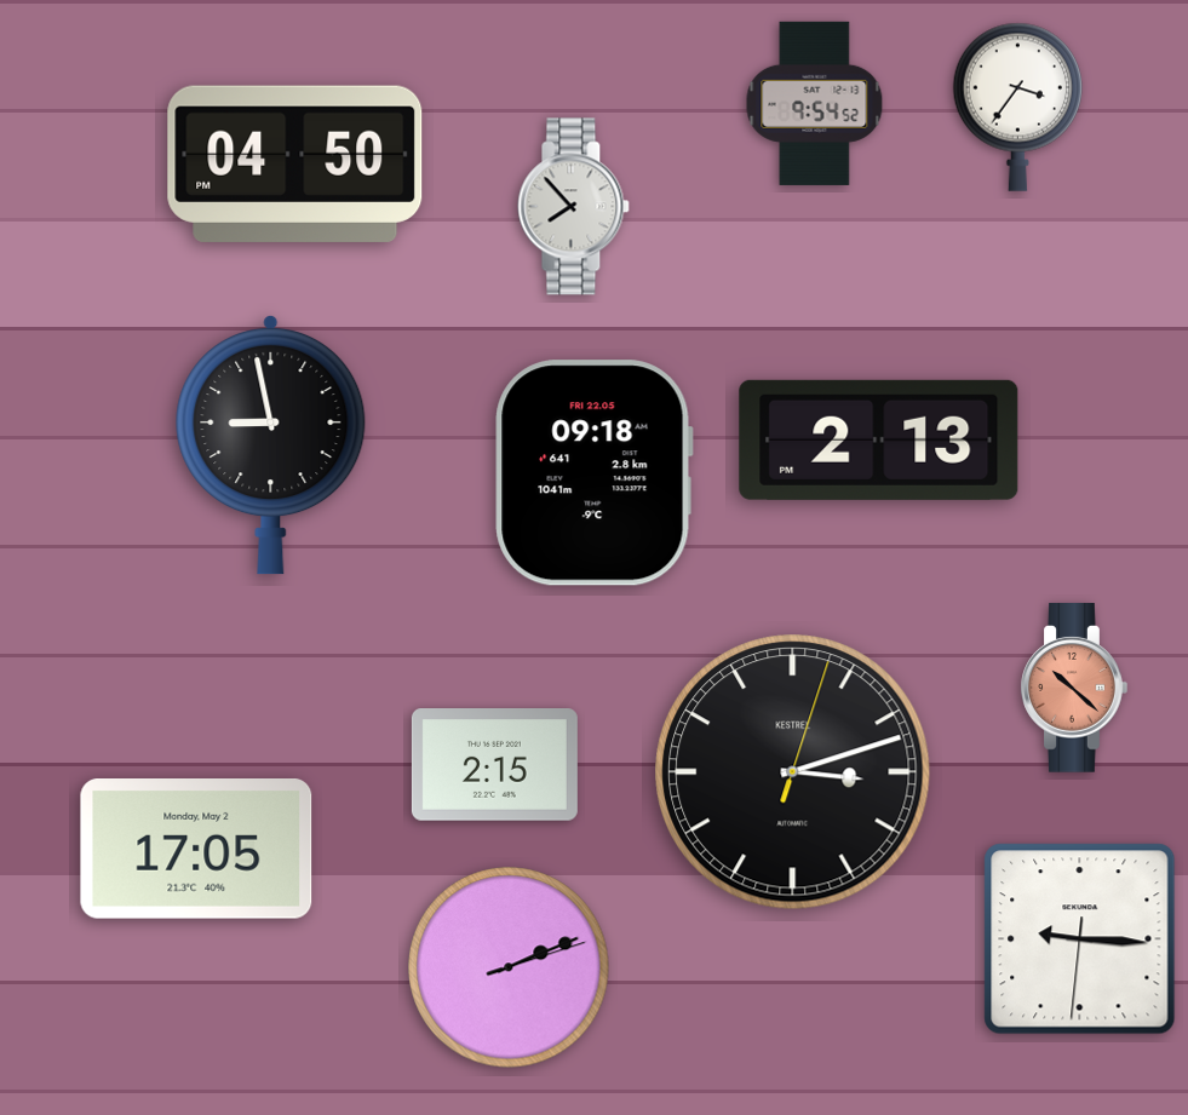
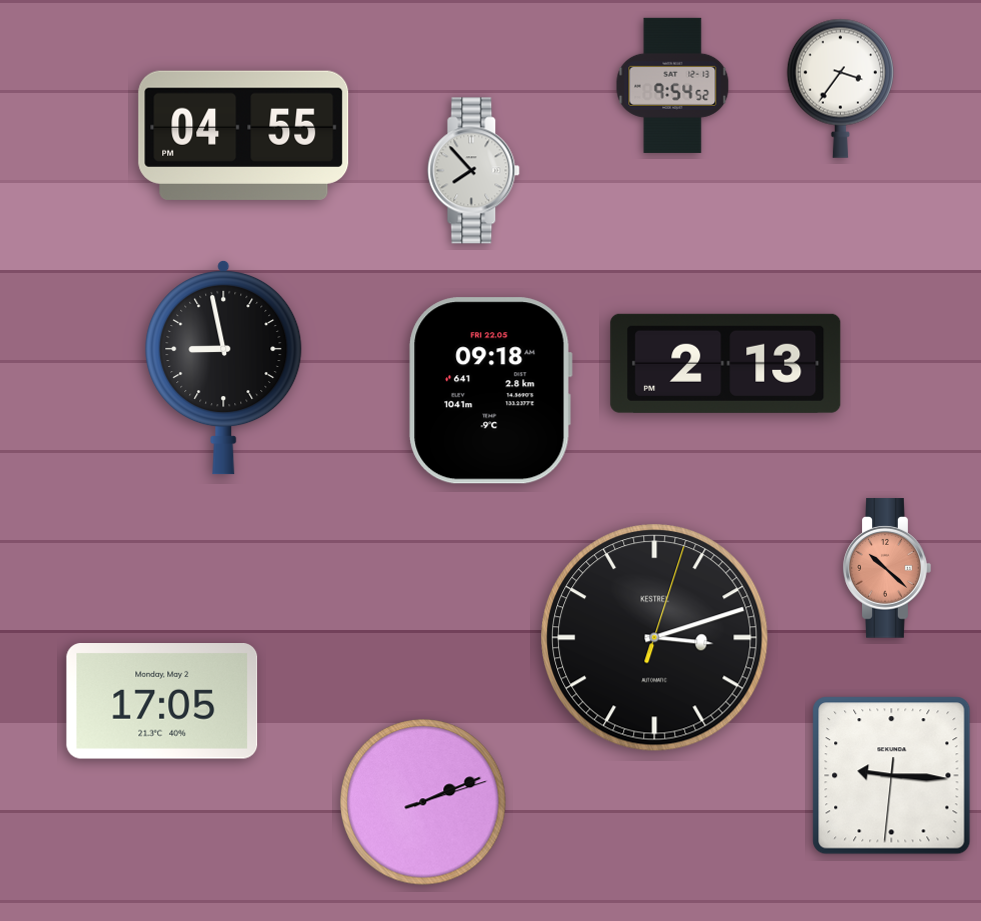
clock at (295, 163): 04:50 -> 04:55
clock at (494, 765): 2:15 -> none
clock at (509, 967) position: (509, 967) -> (423, 802)
